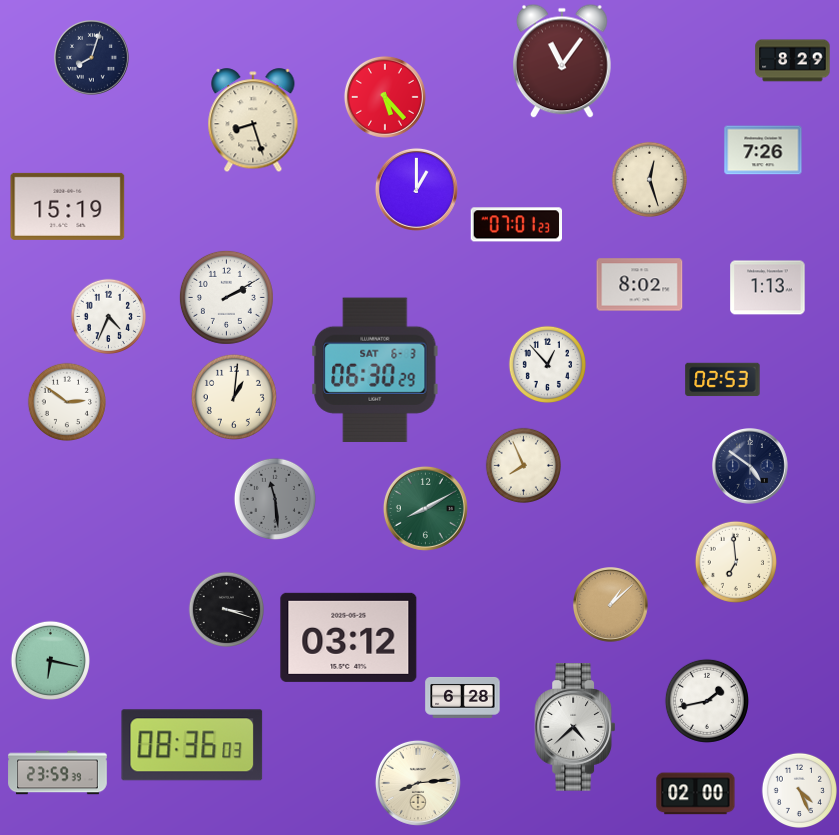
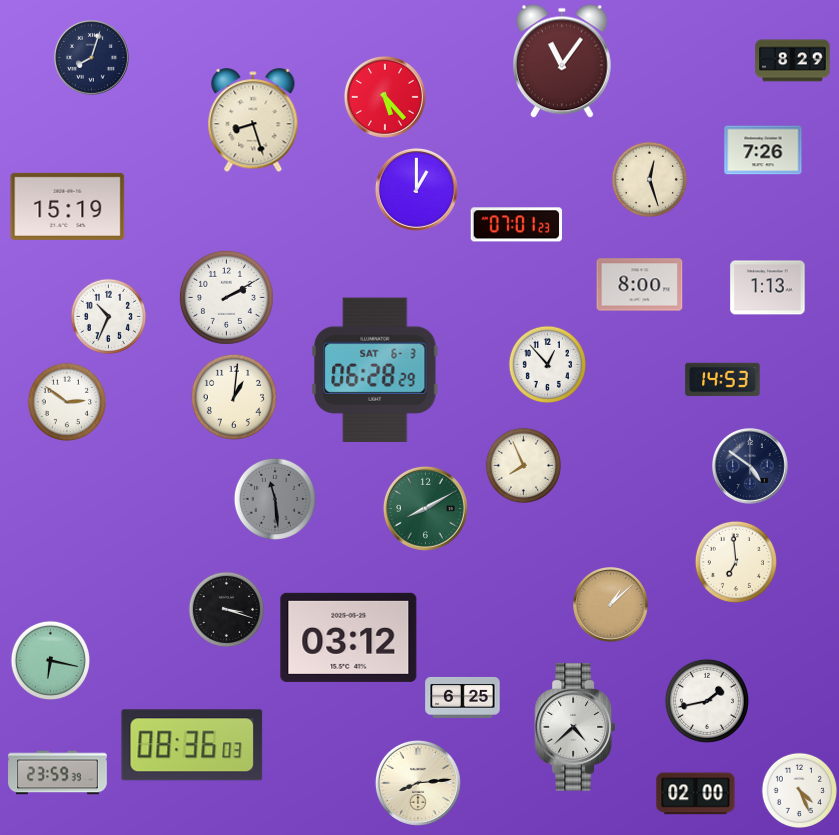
clock at (640, 285): 8:02 -> 8:00
clock at (108, 316): 4:34 -> 10:34
clock at (375, 369): 06:30 -> 06:28
clock at (723, 380): 02:53 -> 14:53
clock at (463, 697): 6:28 -> 6:25
